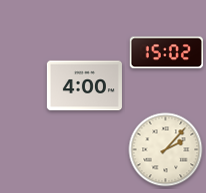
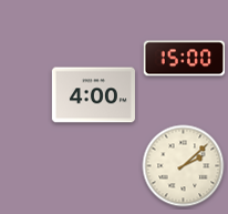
clock at (167, 53): 15:02 -> 15:00
clock at (166, 150): 2:07 -> 2:08
